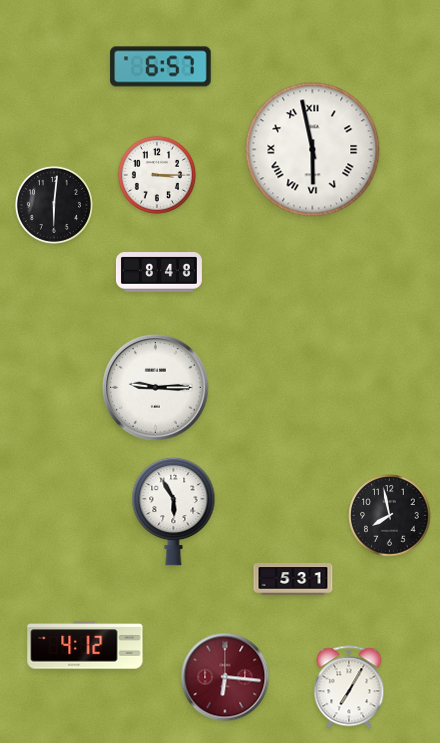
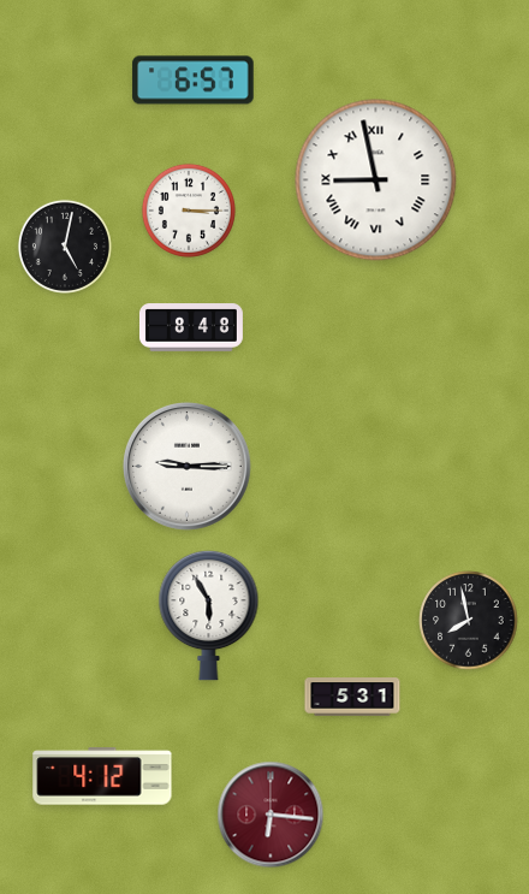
clock at (313, 150): 5:58 -> 8:58
clock at (54, 205): 6:01 -> 5:02
clock at (349, 687): 7:05 -> none
